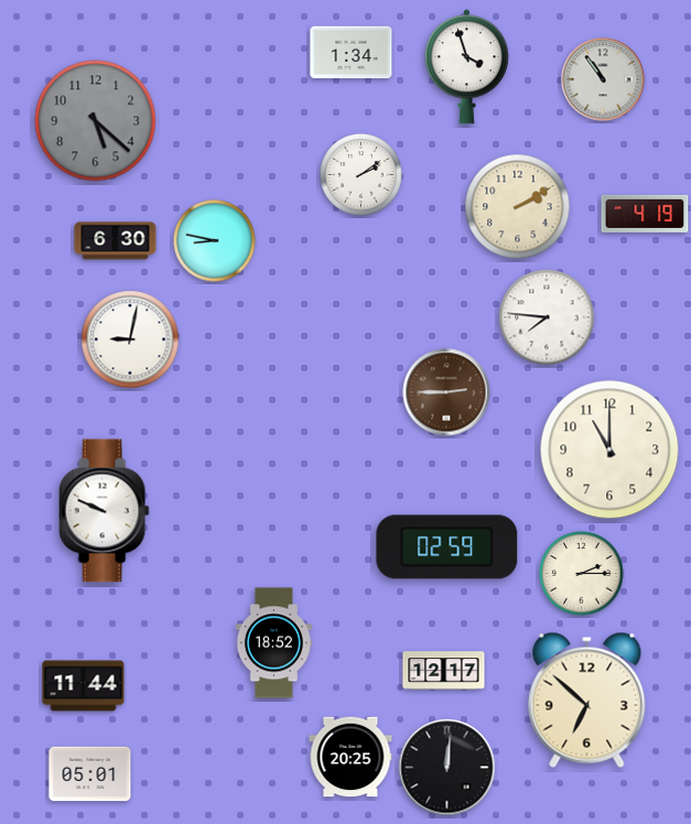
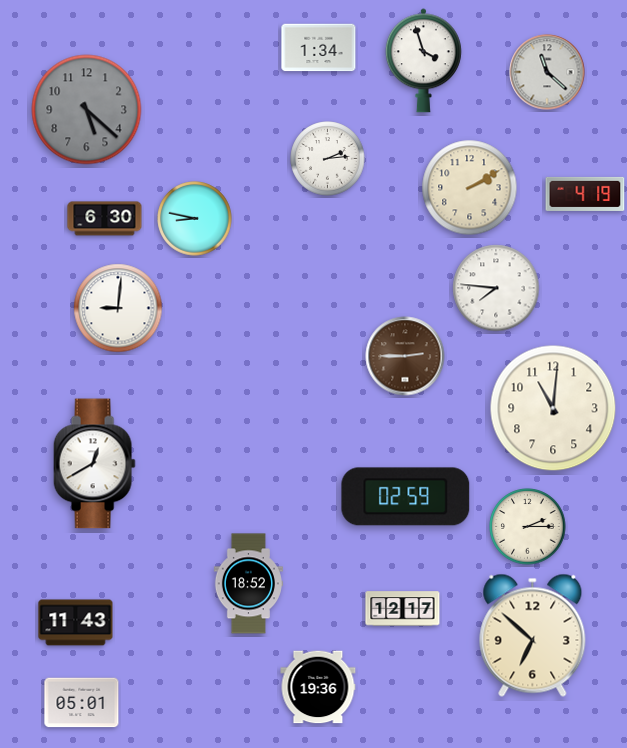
clock at (603, 79): 10:54 -> 11:22
clock at (361, 175): 2:09 -> 2:14
clock at (130, 339): 9:02 -> 9:01
clock at (609, 449): 11:00 -> 11:01
clock at (104, 511): 9:49 -> 12:40
clock at (582, 574) position: (582, 574) -> (528, 527)
clock at (84, 686): 11:44 -> 11:43
clock at (350, 757): 20:25 -> 19:36
clock at (447, 768): 12:01 -> none
